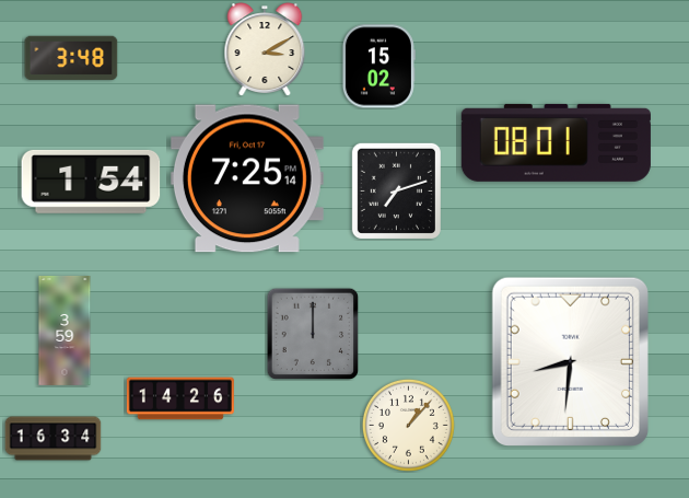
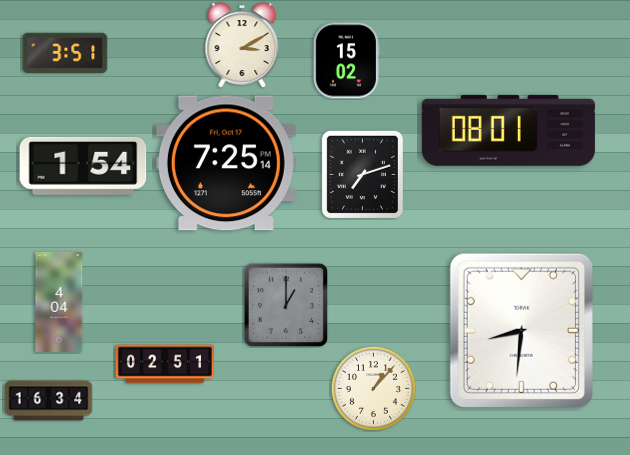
clock at (71, 58): 3:48 -> 3:51
clock at (65, 331): 3:59 -> 4:04
clock at (313, 334): 12:00 -> 1:00
clock at (180, 398): 14:26 -> 02:51
